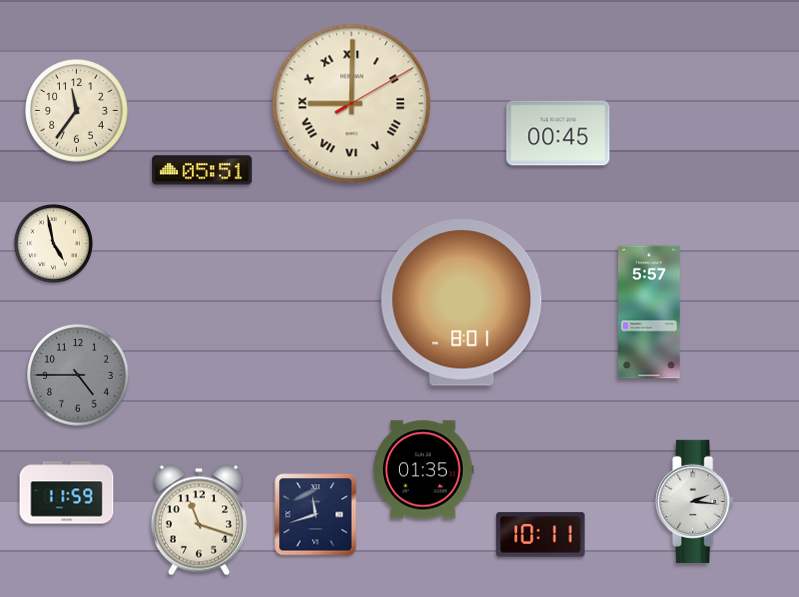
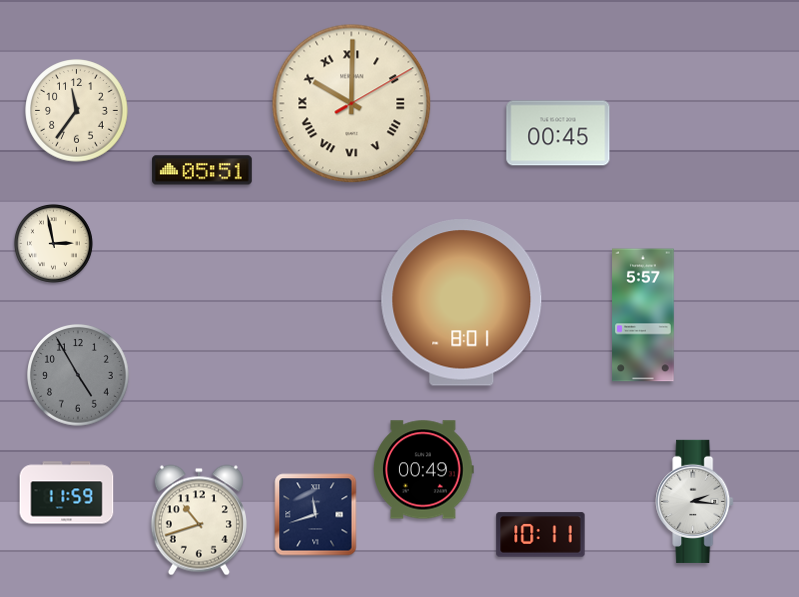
clock at (352, 104): 9:00 -> 10:00
clock at (53, 243): 4:58 -> 2:58
clock at (649, 312) position: (649, 312) -> (643, 315)
clock at (79, 376): 4:45 -> 4:55
clock at (424, 470): 01:35 -> 00:49
clock at (199, 520): 11:18 -> 10:42
